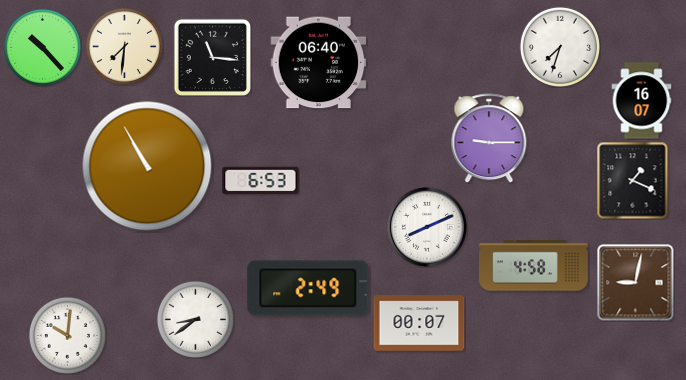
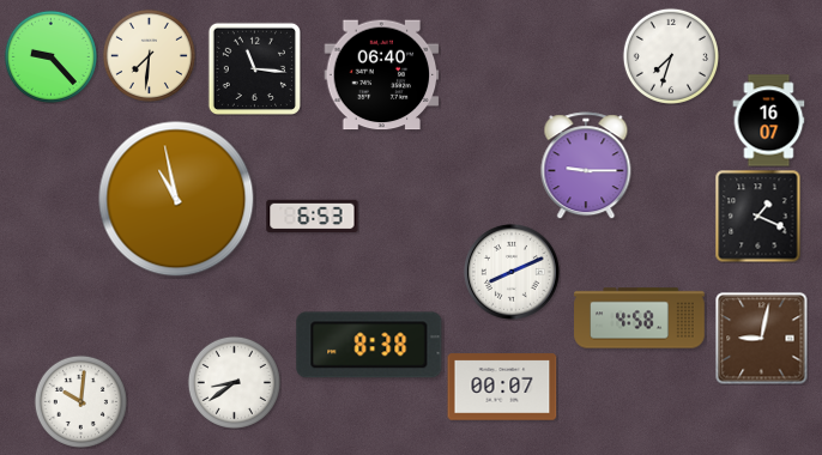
clock at (42, 47): 10:23 -> 9:23
clock at (147, 166): 10:55 -> 10:58
clock at (308, 288): 2:49 -> 8:38
